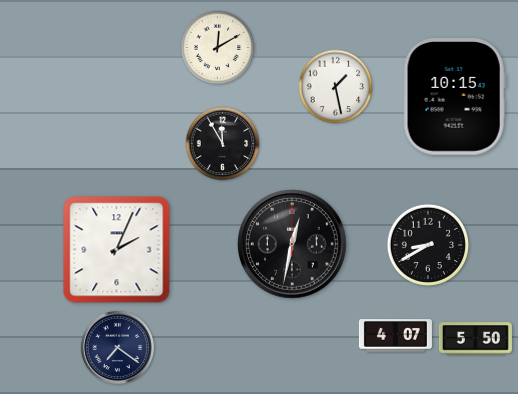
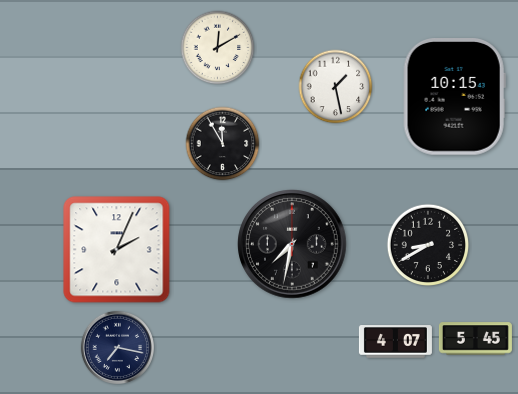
clock at (292, 244): 12:32 -> 7:32
clock at (395, 336) position: (395, 336) -> (395, 342)
clock at (475, 339): 5:50 -> 5:45
clock at (117, 347): 7:21 -> 7:17
